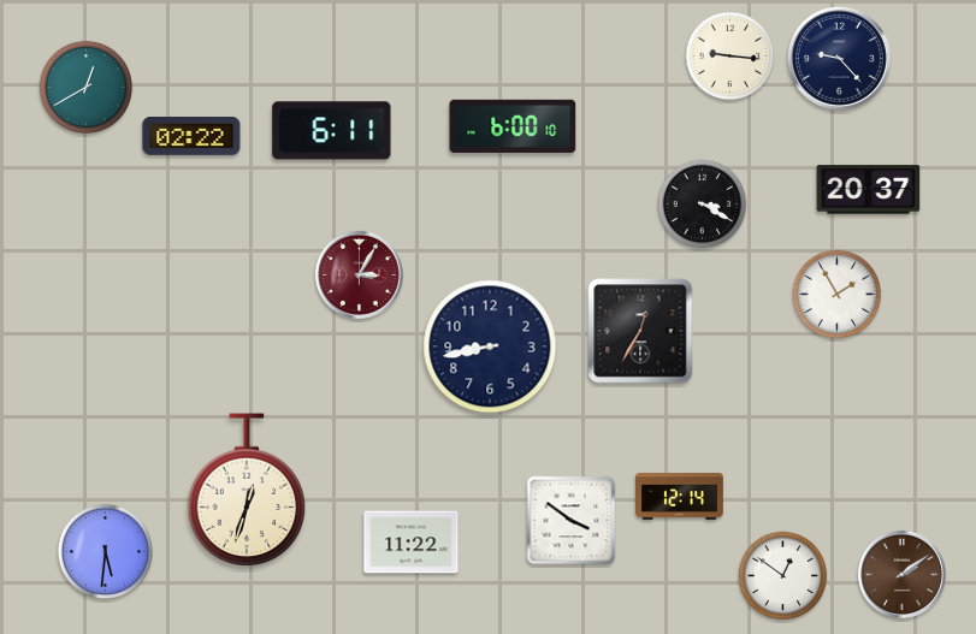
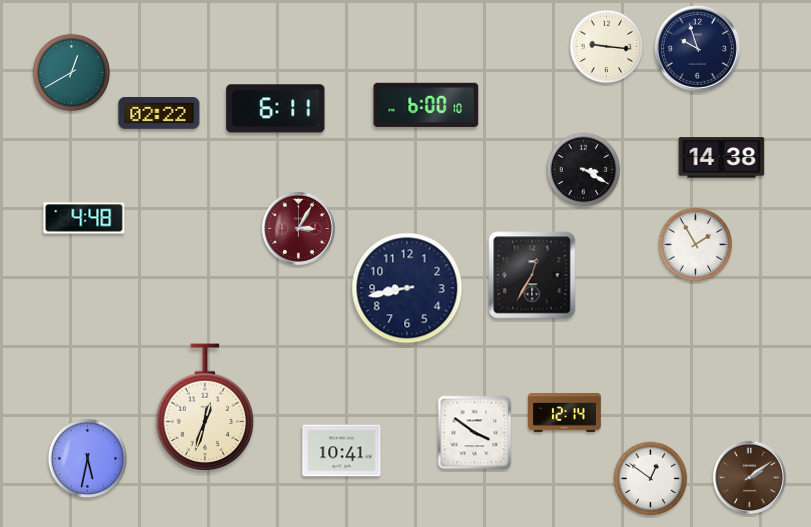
clock at (839, 58): 9:23 -> 9:57
clock at (869, 190): 20:37 -> 14:38
clock at (84, 218): none -> 4:48
clock at (412, 543): 11:22 -> 10:41
clock at (105, 551): 5:31 -> 5:32
